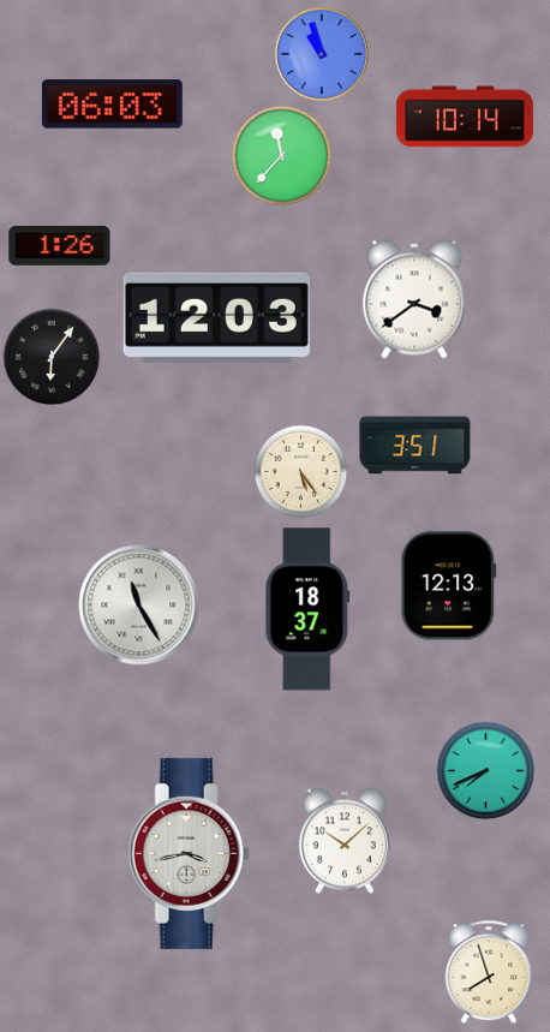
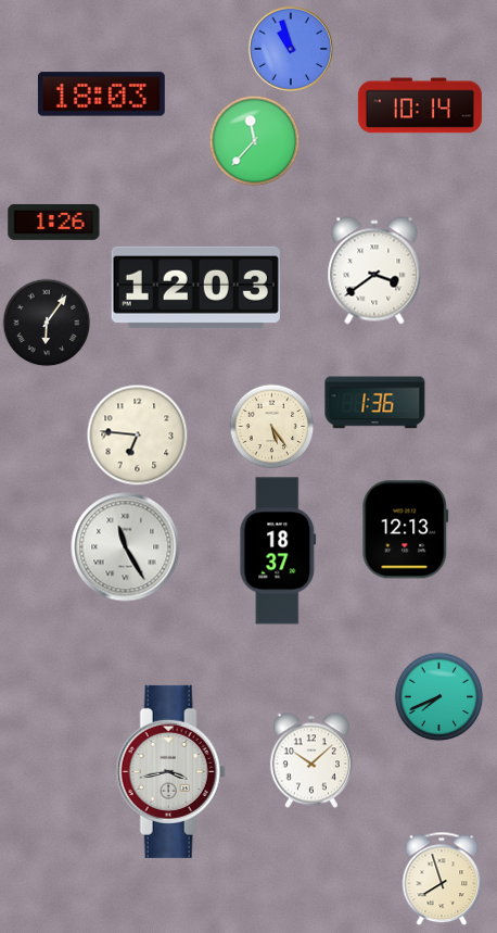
clock at (112, 105): 06:03 -> 18:03
clock at (416, 446): 3:51 -> 1:36
clock at (137, 434): none -> 6:46
